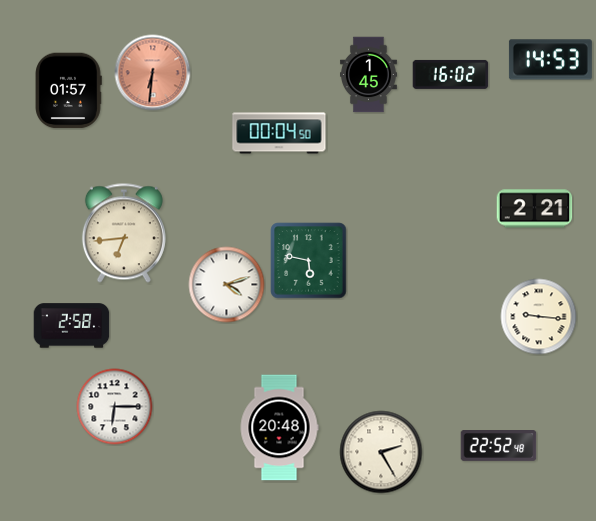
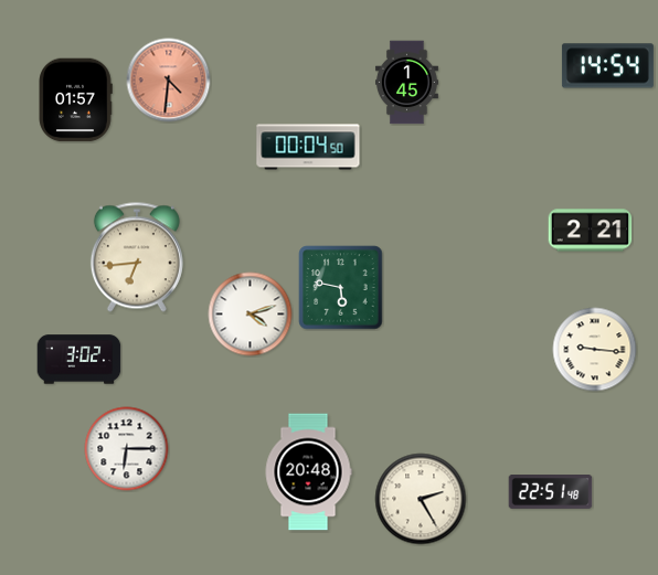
clock at (550, 60): 14:53 -> 14:54
clock at (153, 73): 6:31 -> 4:31
clock at (451, 74): 16:02 -> none
clock at (72, 326): 2:58 -> 3:02
clock at (499, 446): 22:52 -> 22:51
